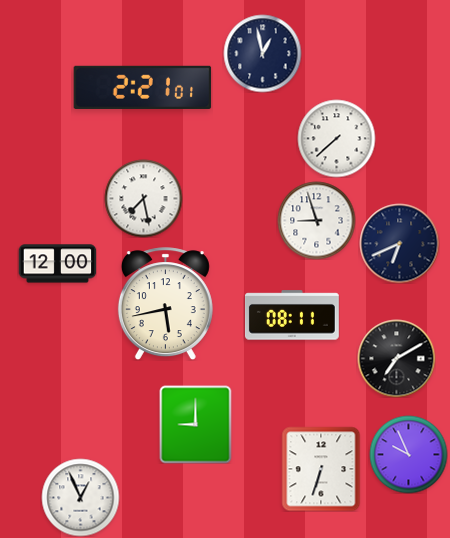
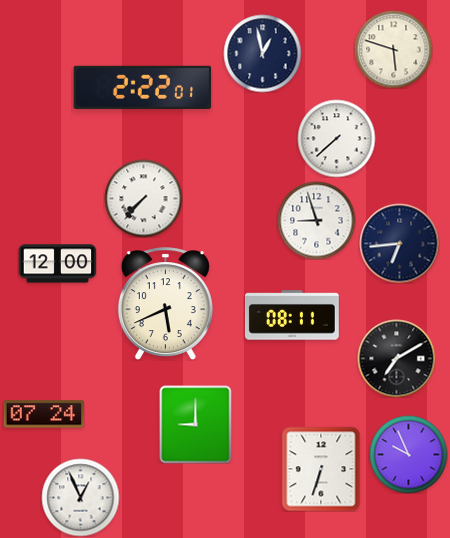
clock at (393, 49): none -> 5:48
clock at (143, 87): 2:21 -> 2:22
clock at (143, 198): 7:28 -> 7:37
clock at (399, 243): 6:41 -> 6:44
clock at (165, 304): 5:43 -> 5:41
clock at (44, 414): none -> 07:24
